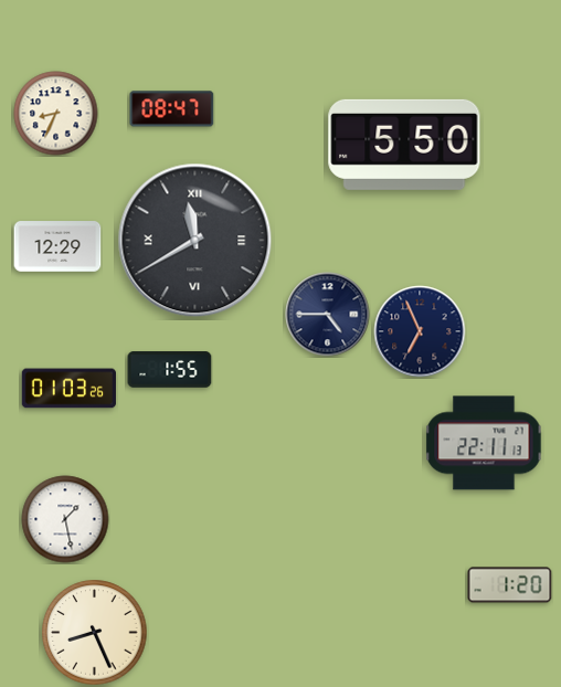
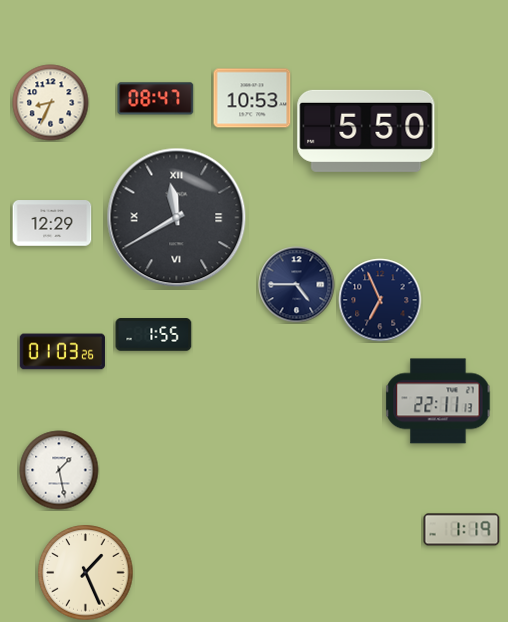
clock at (252, 98): none -> 10:53
clock at (510, 585): 1:20 -> 1:19
clock at (95, 633): 8:26 -> 1:26
